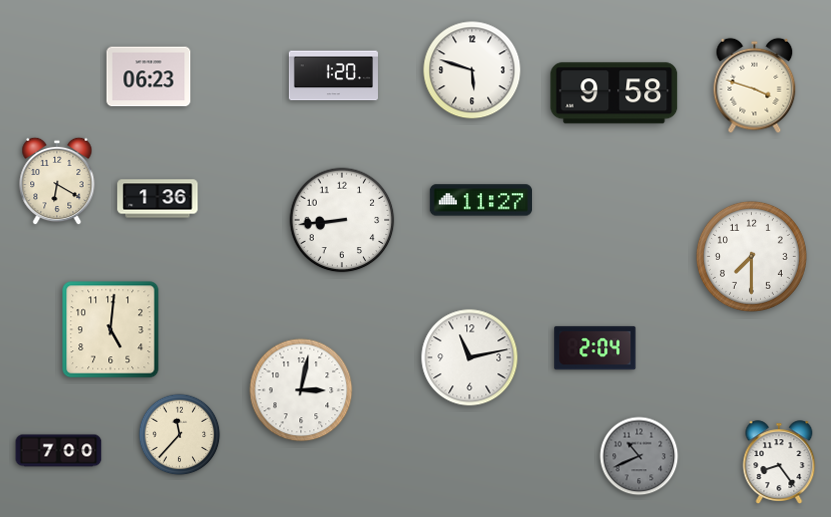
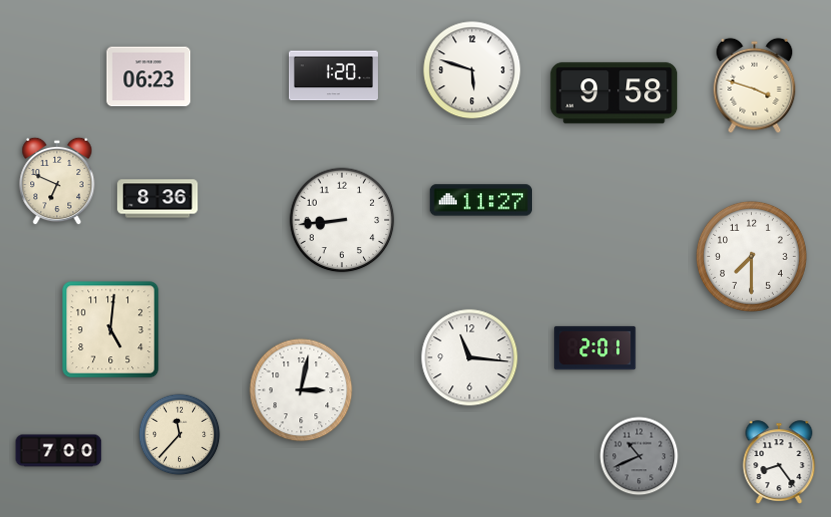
clock at (57, 181): 6:20 -> 6:49
clock at (158, 199): 1:36 -> 8:36
clock at (595, 348): 2:04 -> 2:01
clock at (470, 358): 11:13 -> 11:16
